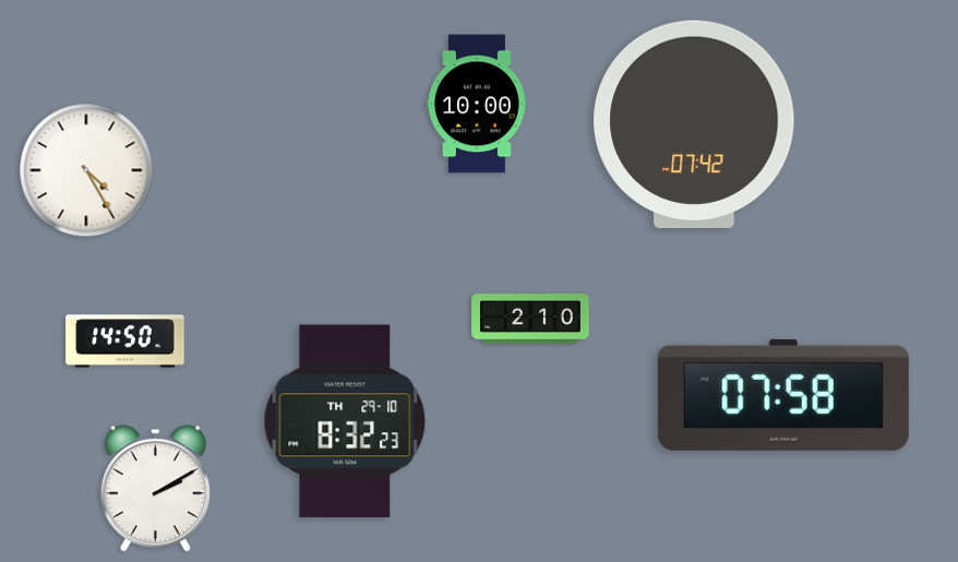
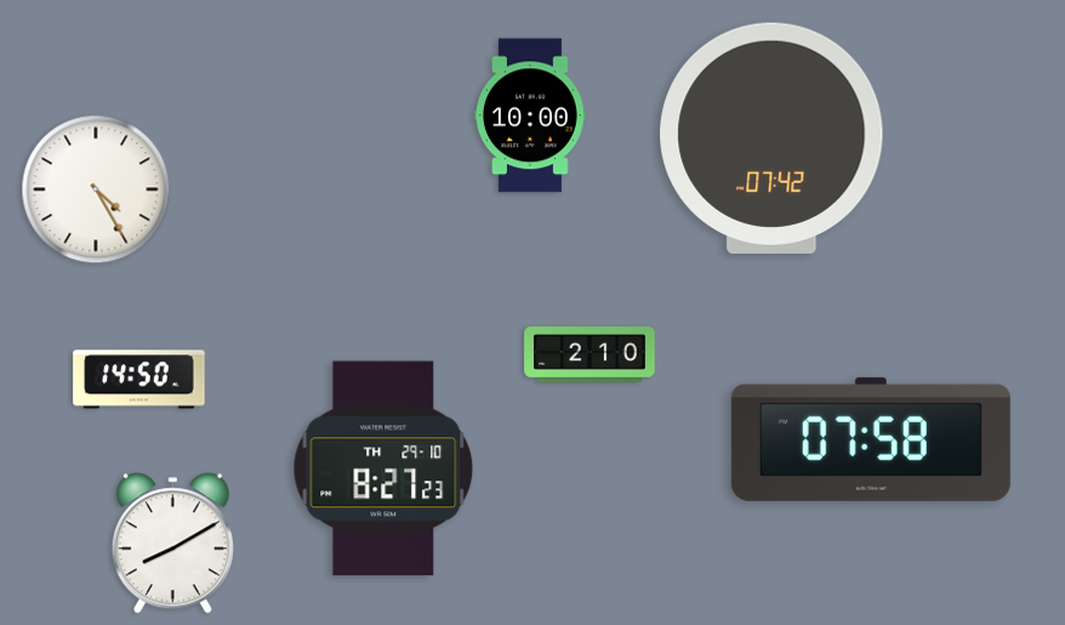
clock at (345, 421): 8:32 -> 8:27
clock at (155, 489): 2:10 -> 8:10
